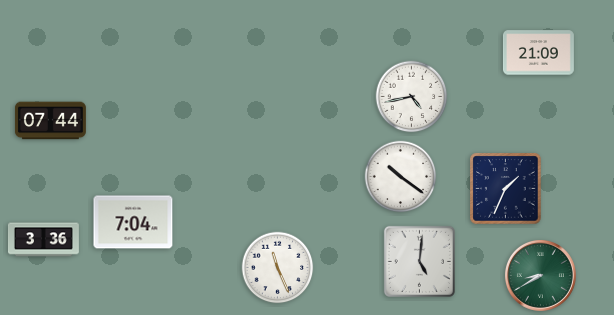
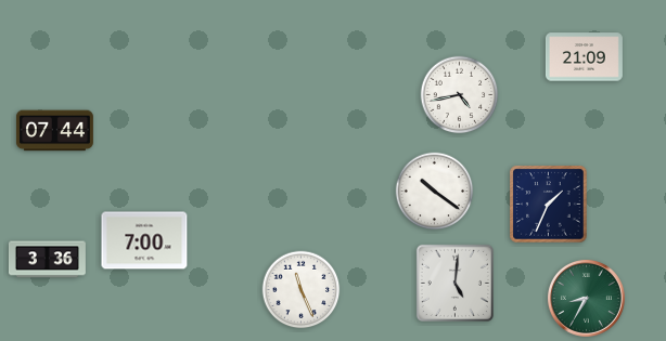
clock at (412, 97) position: (412, 97) -> (460, 95)
clock at (133, 222): 7:04 -> 7:00
clock at (540, 275): 8:40 -> 8:35
